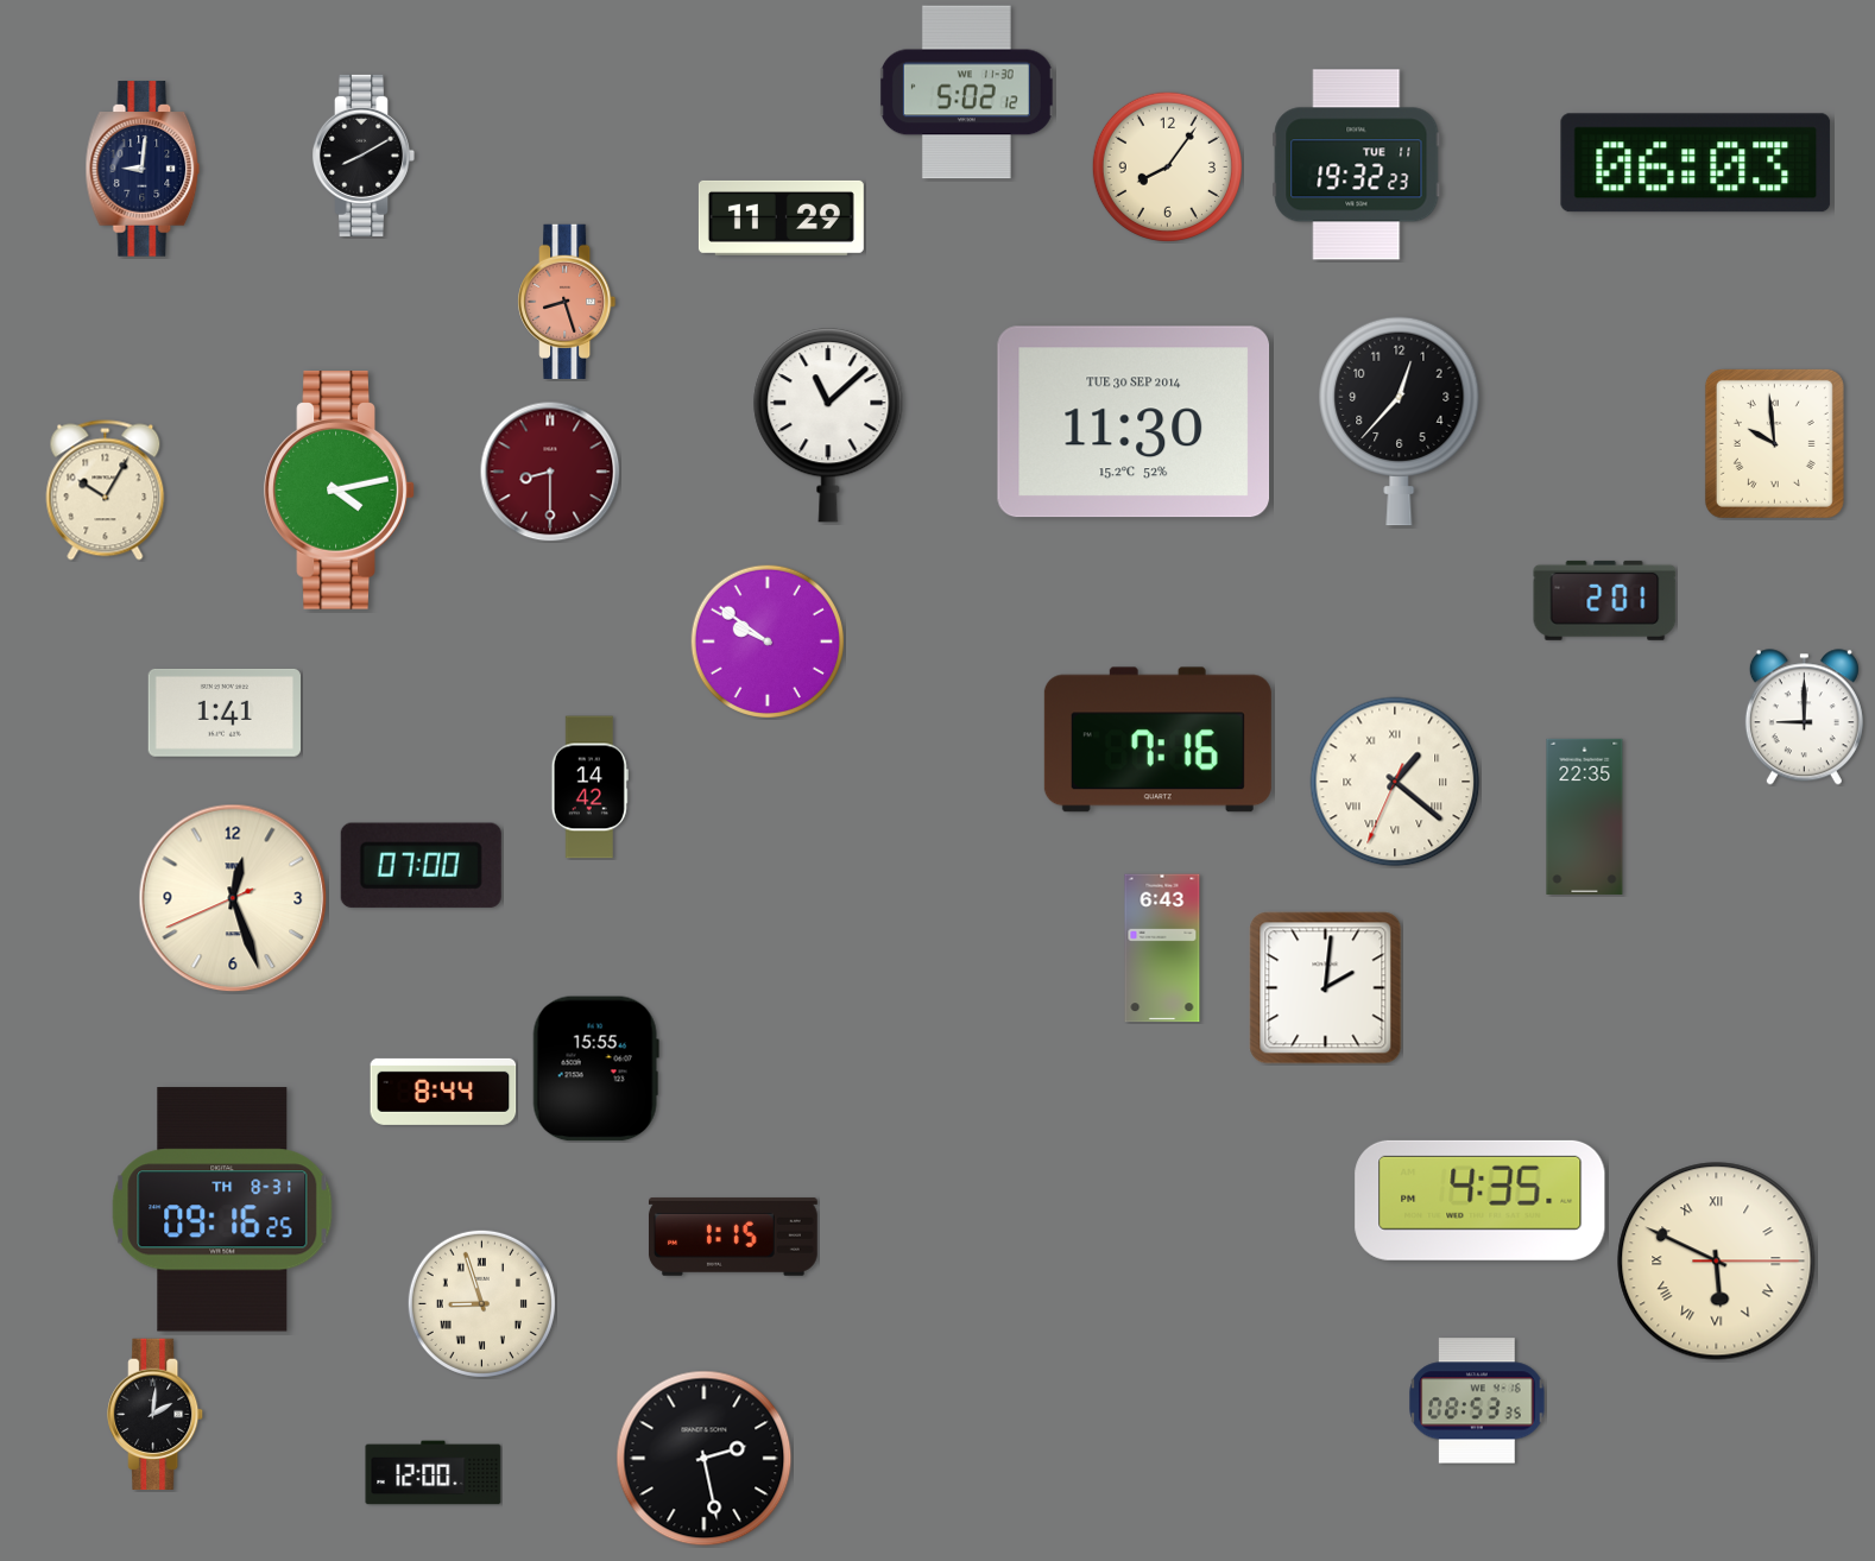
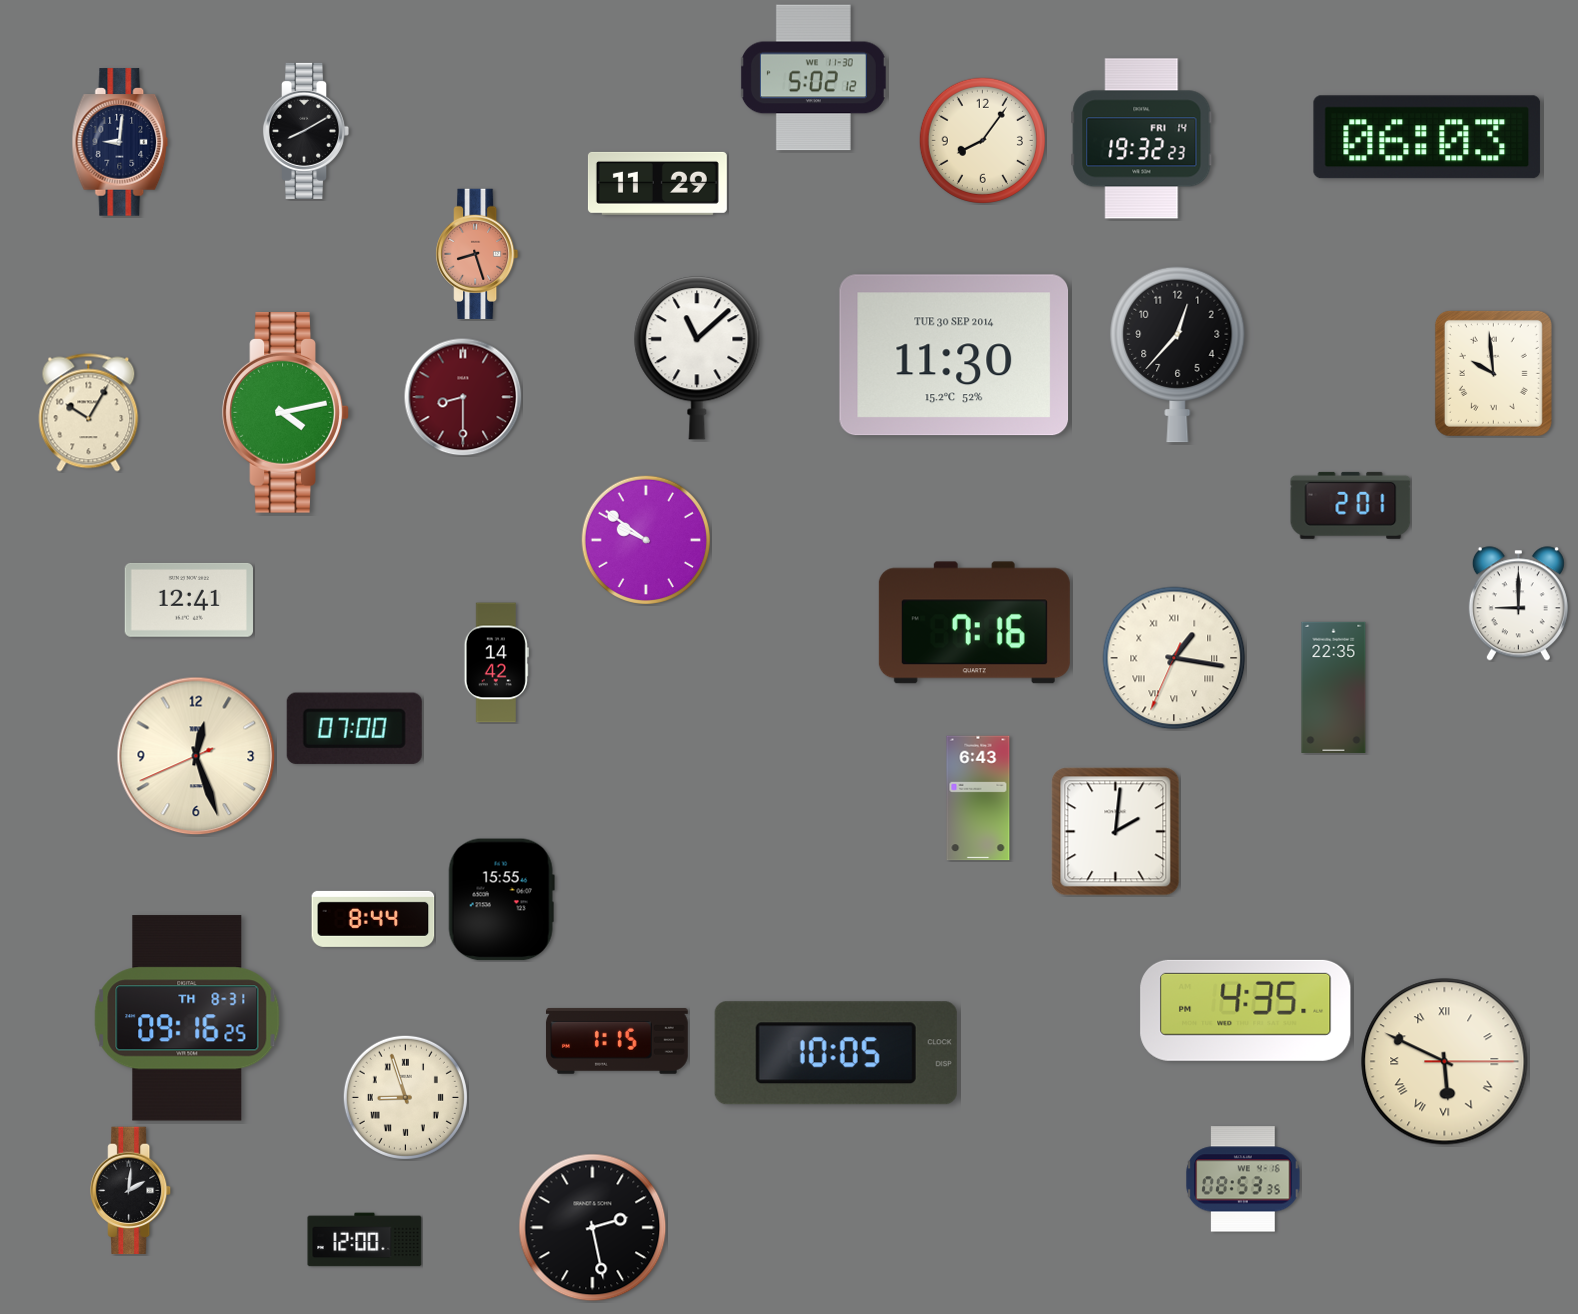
clock at (1357, 165) date: TUE 11 -> FRI 14
clock at (223, 713): 1:41 -> 12:41
clock at (1395, 782): 1:21 -> 1:16
clock at (836, 1053): none -> 10:05
